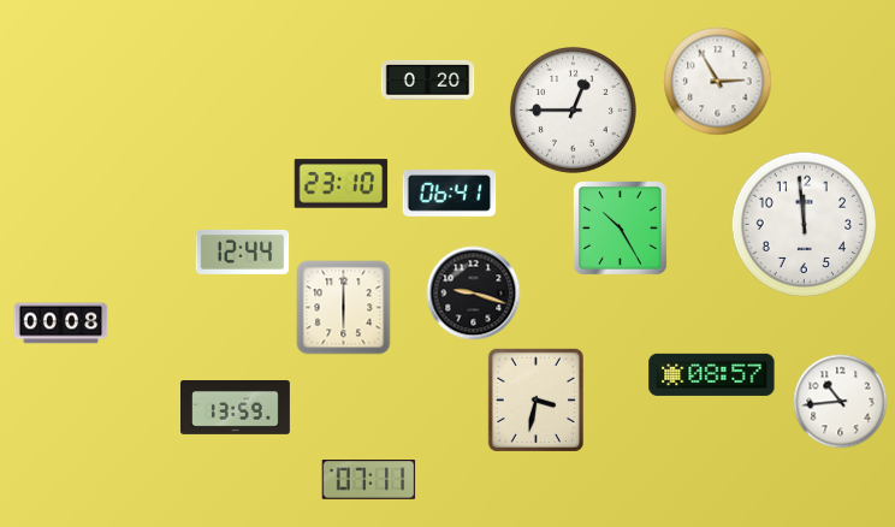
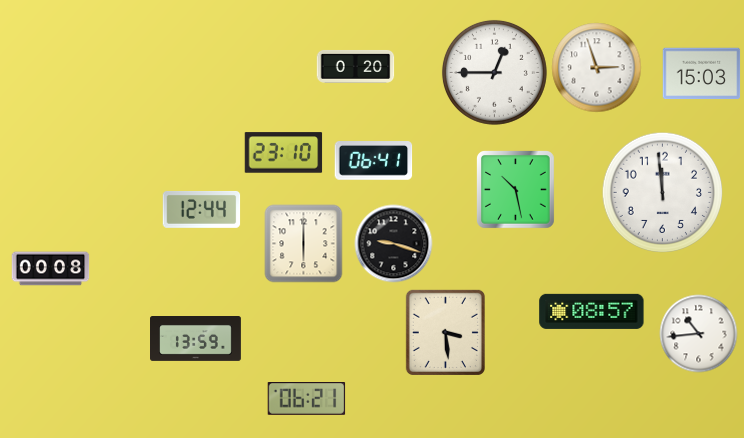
clock at (717, 81): 2:55 -> 2:57
clock at (701, 74): none -> 15:03
clock at (573, 109) position: (573, 109) -> (494, 72)
clock at (804, 224) position: (804, 224) -> (662, 192)
clock at (621, 229): 10:25 -> 10:28
clock at (343, 307) position: (343, 307) -> (303, 243)
clock at (535, 399): 3:32 -> 3:29
clock at (368, 480): 07:11 -> 06:21
